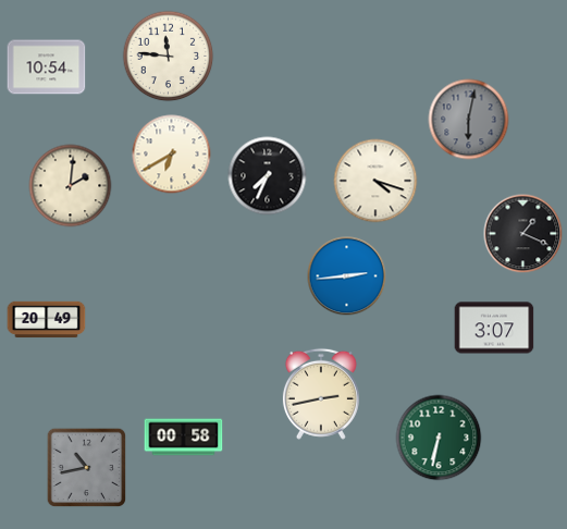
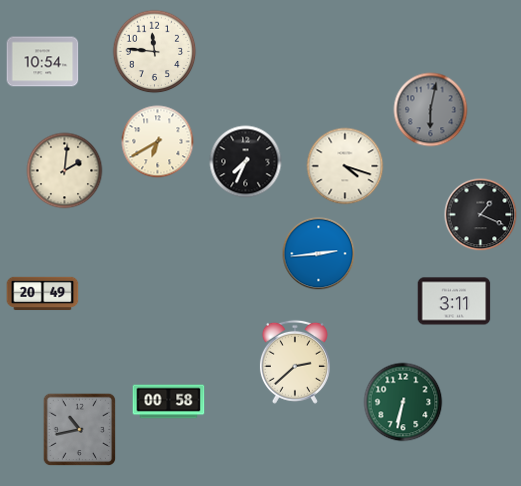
clock at (494, 328): 3:07 -> 3:11
clock at (321, 394): 2:43 -> 2:38
